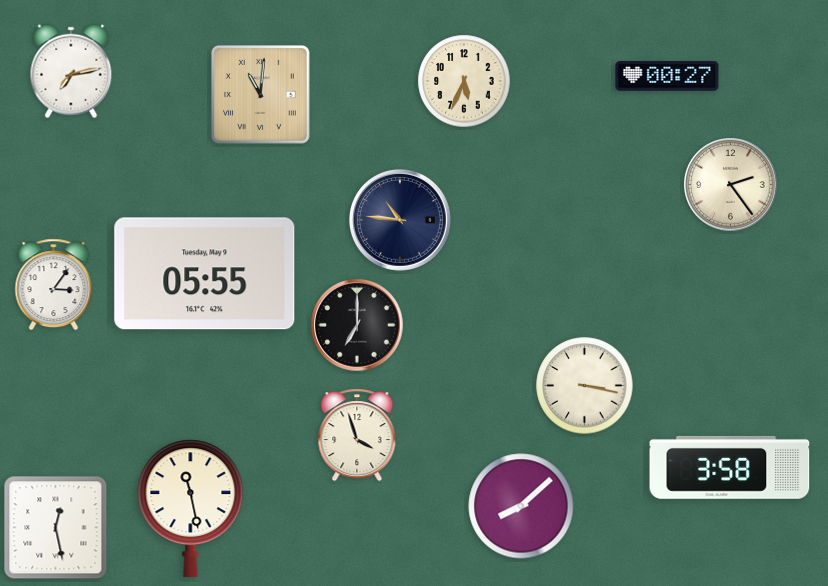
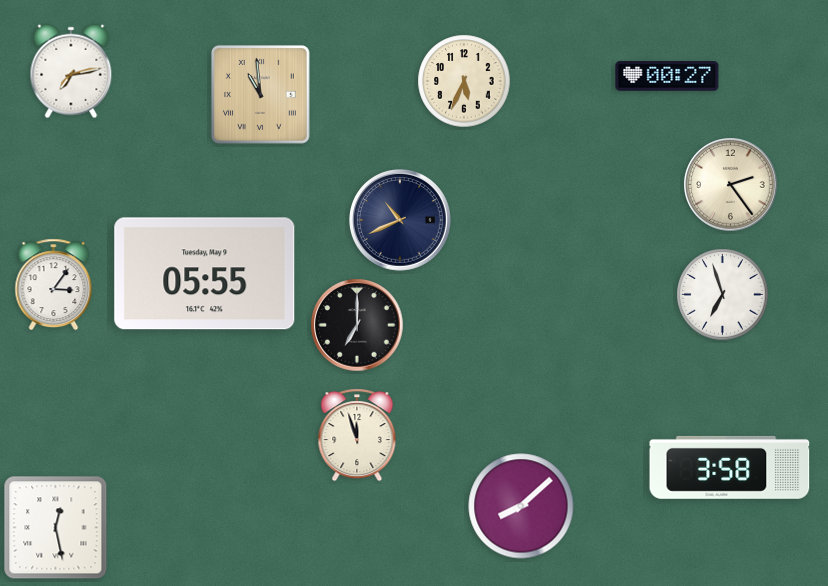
clock at (261, 95): 11:01 -> 10:59
clock at (401, 221): 10:46 -> 10:41
clock at (723, 295): none -> 6:57
clock at (585, 386): 3:17 -> none
clock at (357, 435): 3:57 -> 11:57
clock at (191, 509): 11:28 -> none
